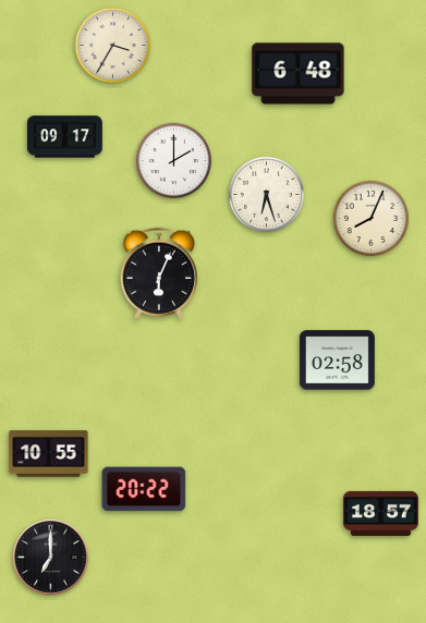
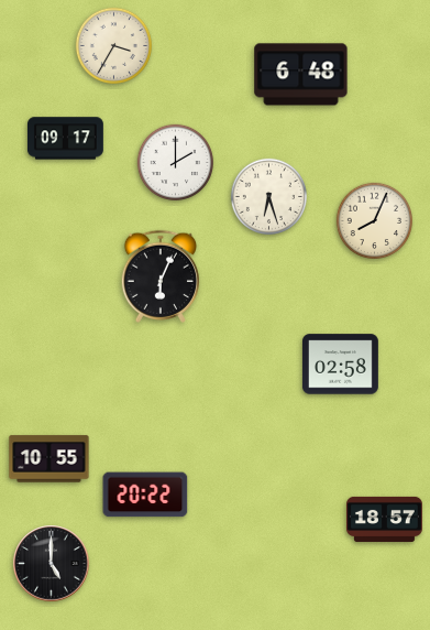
clock at (51, 558): 7:00 -> 5:00
